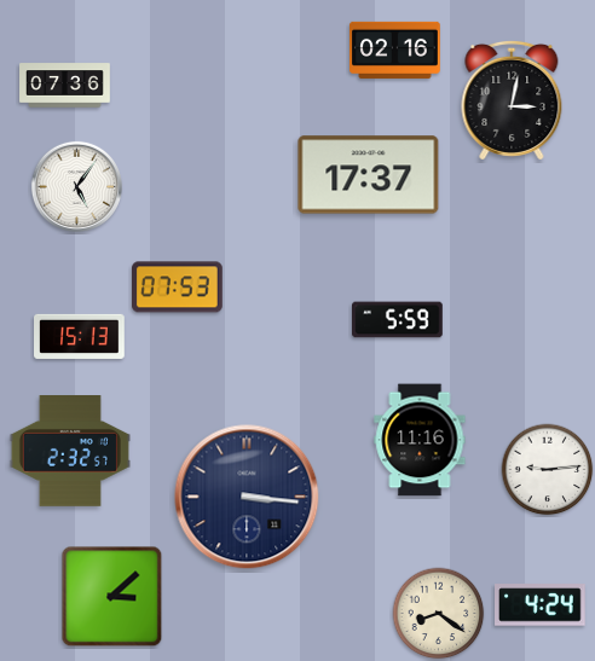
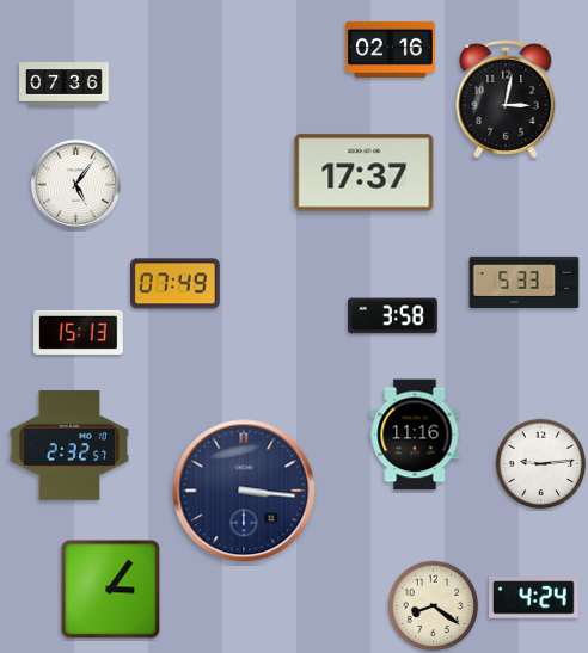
clock at (525, 282): none -> 5:33
clock at (178, 288): 07:53 -> 07:49
clock at (398, 320): 5:59 -> 3:58
clock at (112, 597): 3:08 -> 3:06
